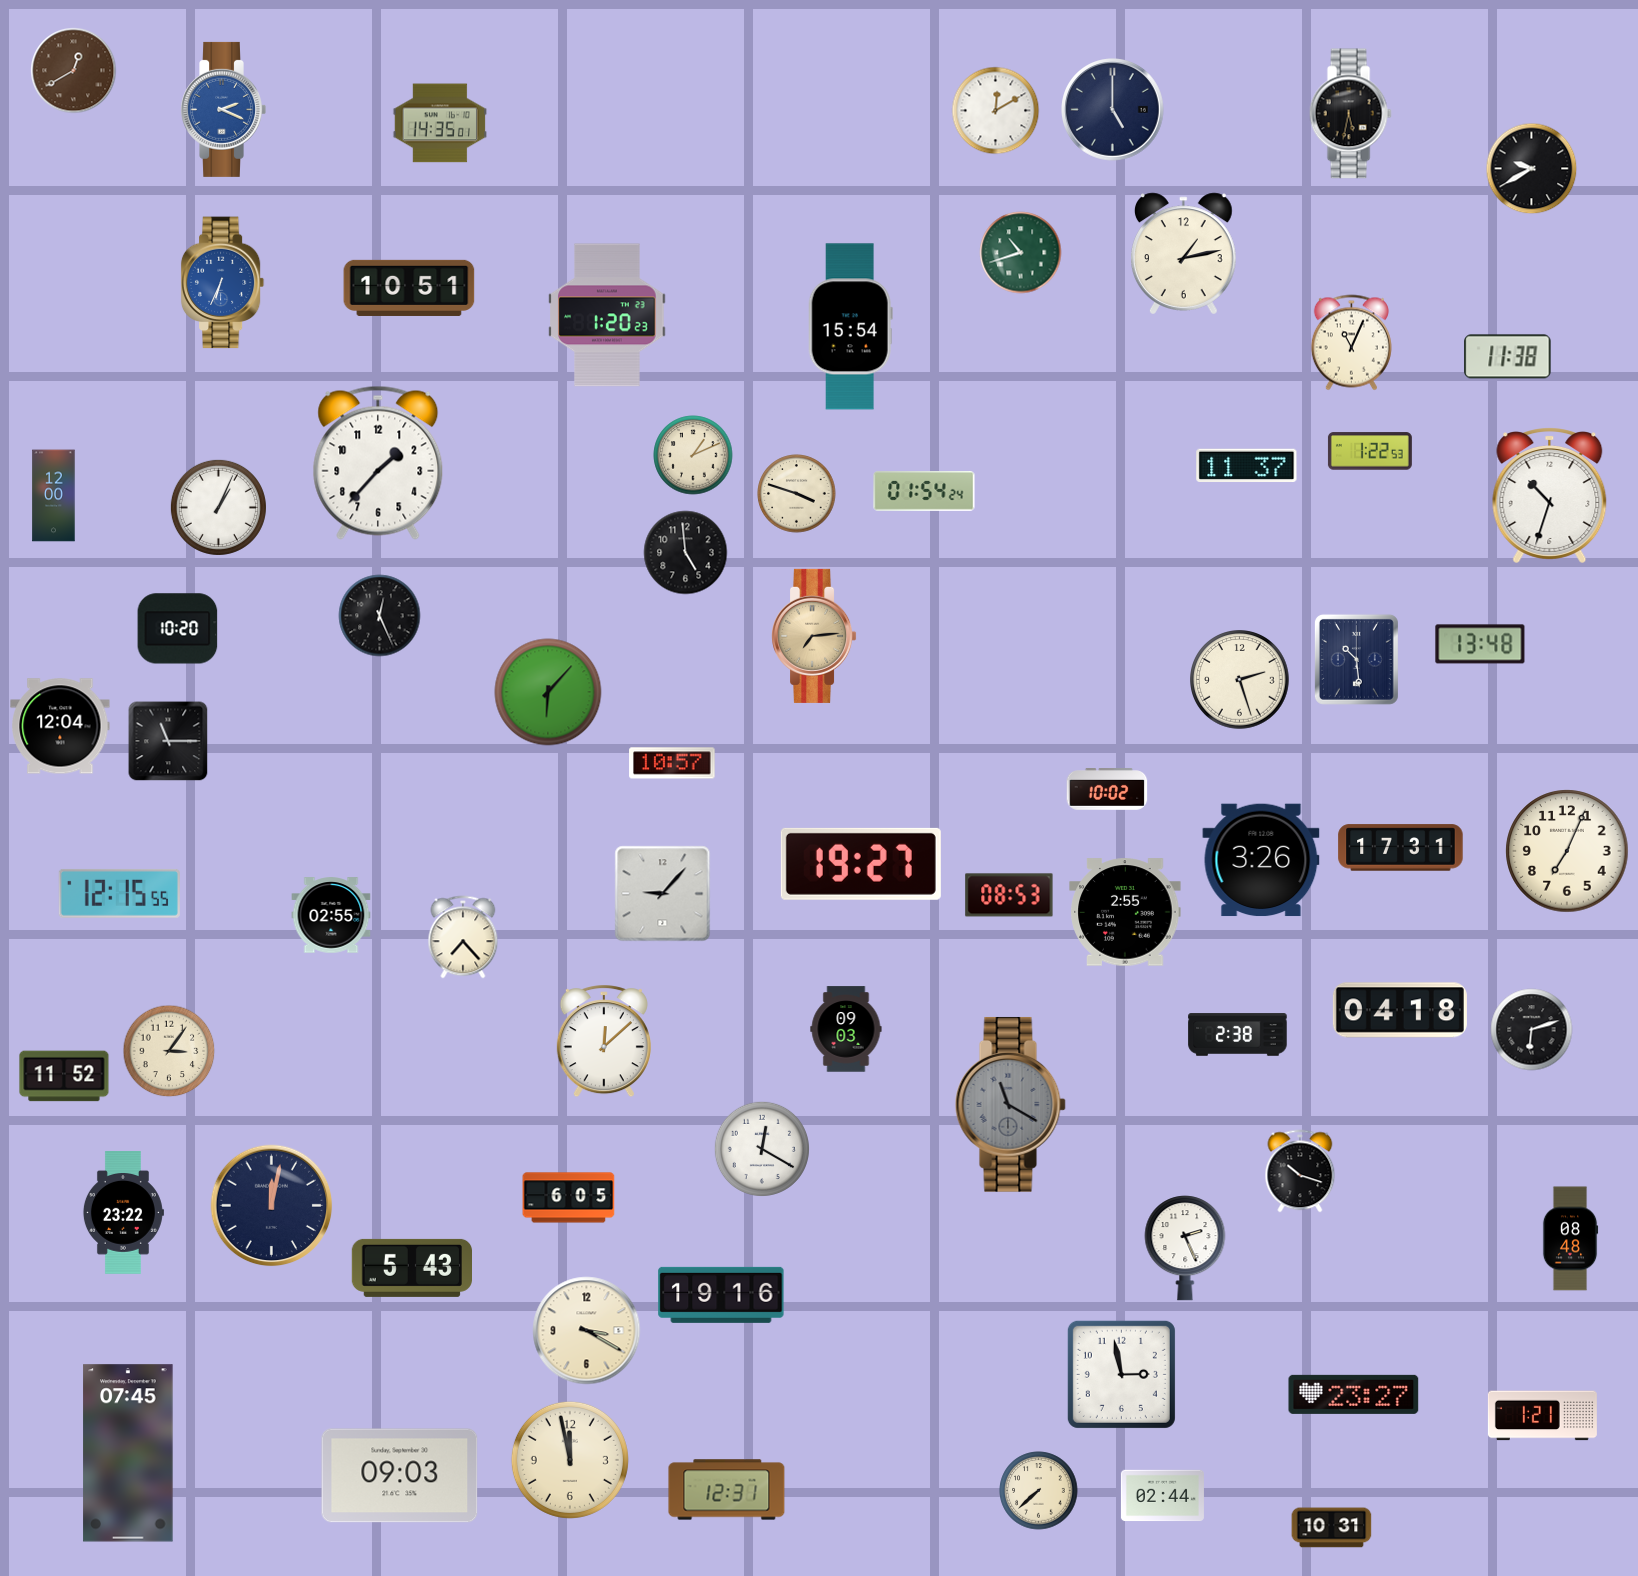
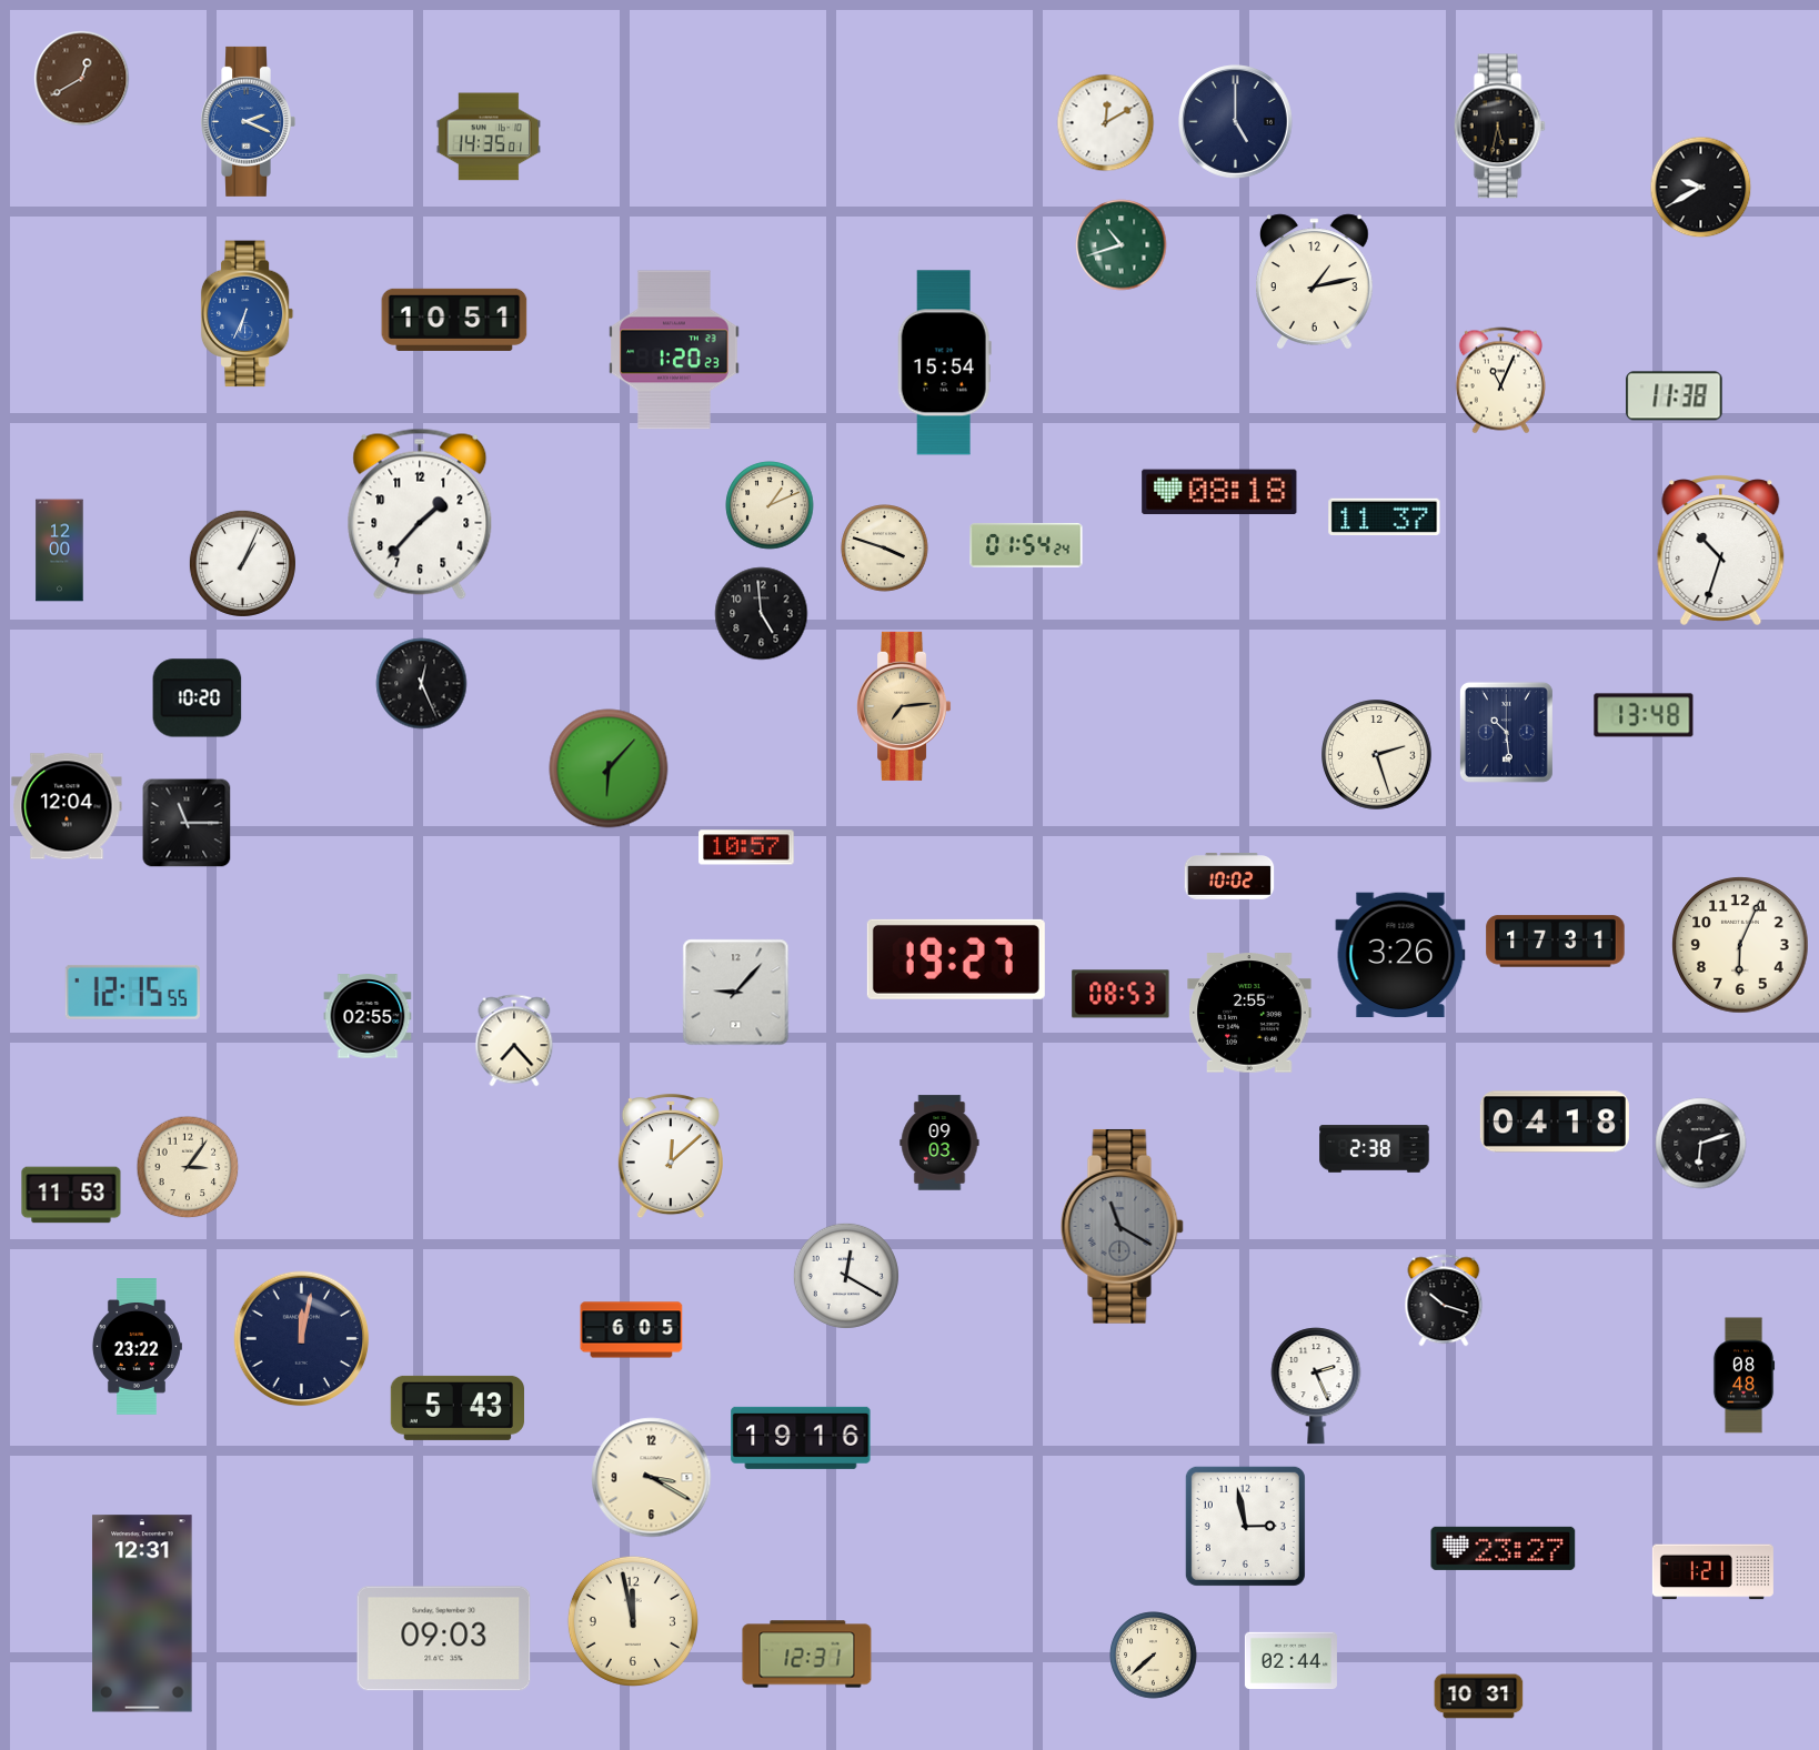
clock at (1021, 253) position: (1021, 253) -> (1122, 245)
clock at (1219, 492): none -> 08:18
clock at (1370, 451): 1:22 -> none
clock at (1567, 851): 7:04 -> 6:04
clock at (64, 1076): 11:52 -> 11:53
clock at (128, 1453): 07:45 -> 12:31
